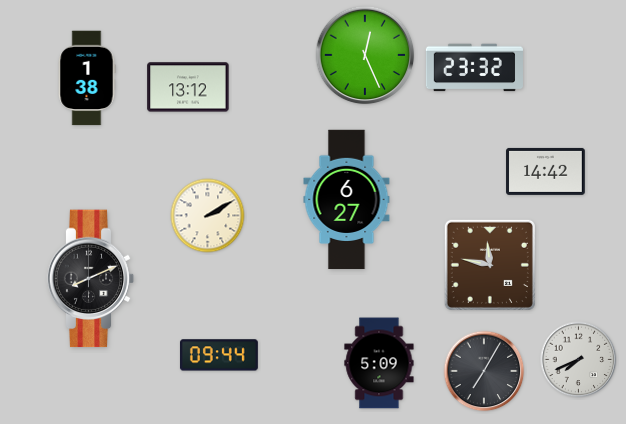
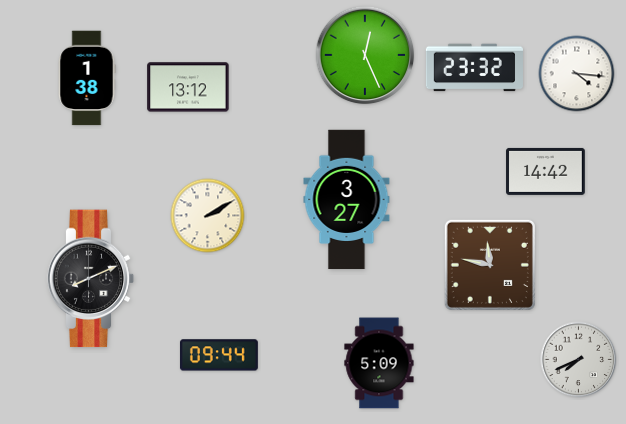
clock at (577, 74): none -> 4:16
clock at (347, 200): 6:27 -> 3:27
clock at (484, 371): 7:05 -> none
